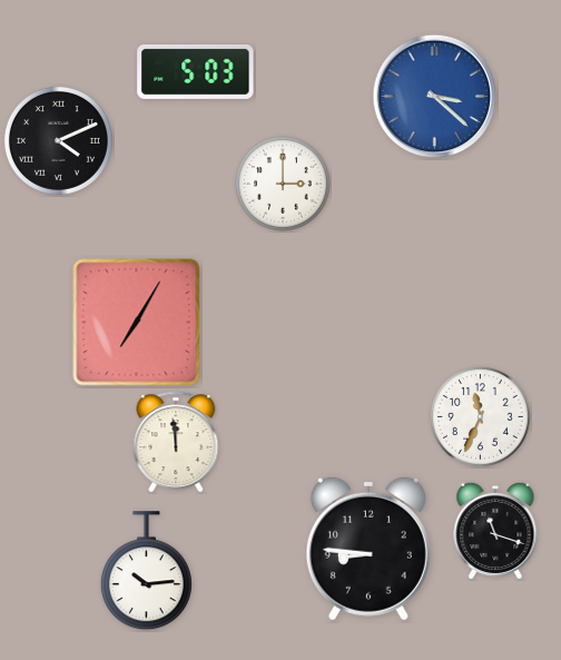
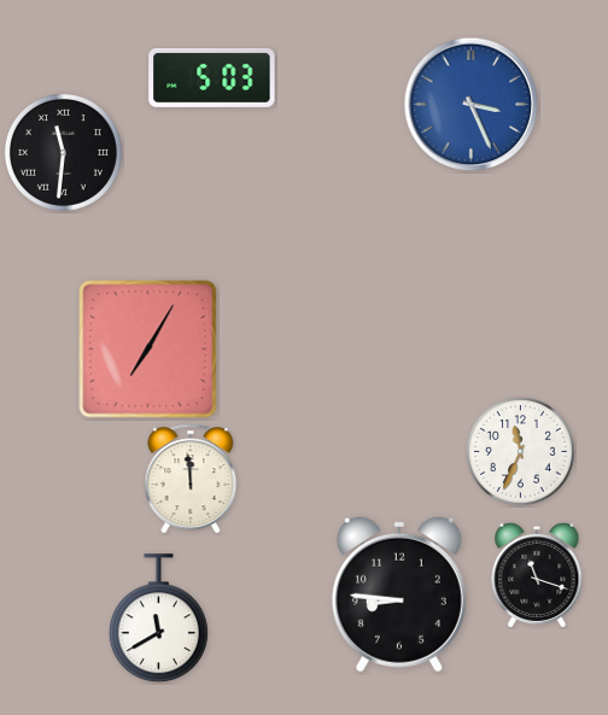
clock at (435, 97): 3:22 -> 3:26
clock at (58, 140): 4:11 -> 11:31
clock at (283, 184): 3:00 -> none
clock at (146, 571): 10:14 -> 11:40
